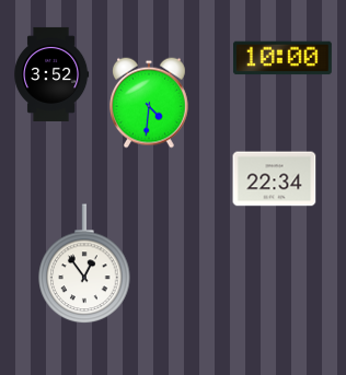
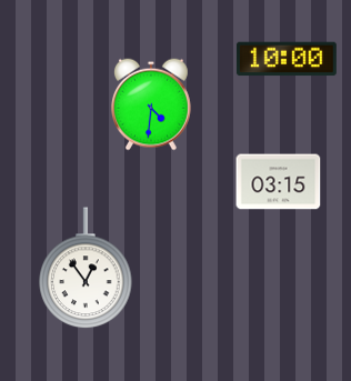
clock at (51, 74): 3:52 -> none
clock at (275, 179): 22:34 -> 03:15
